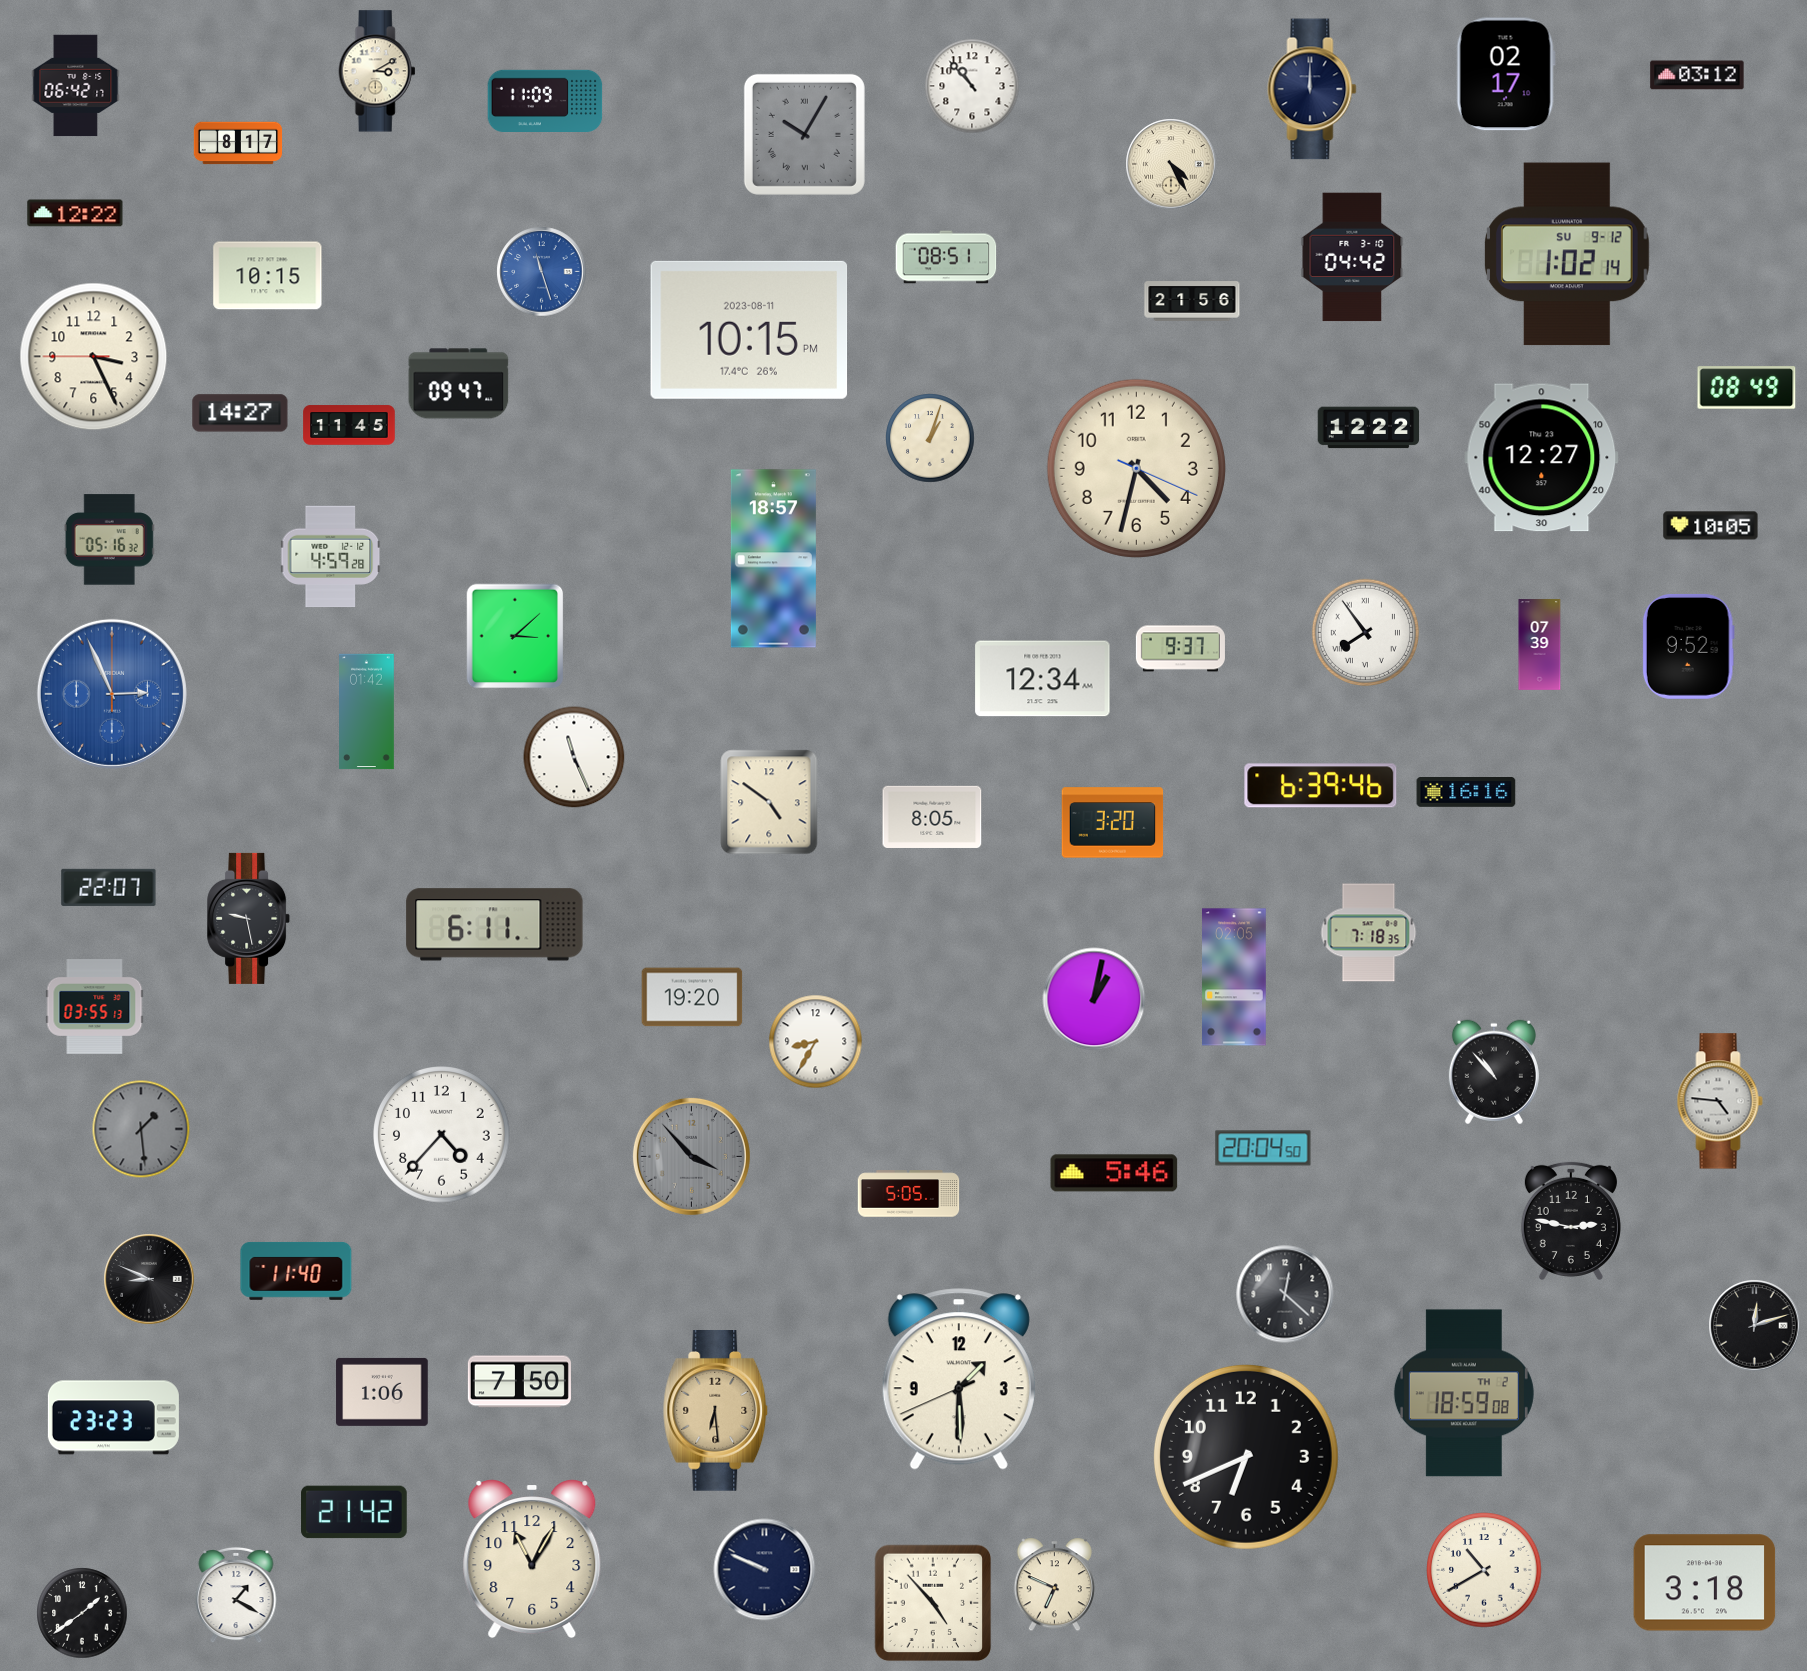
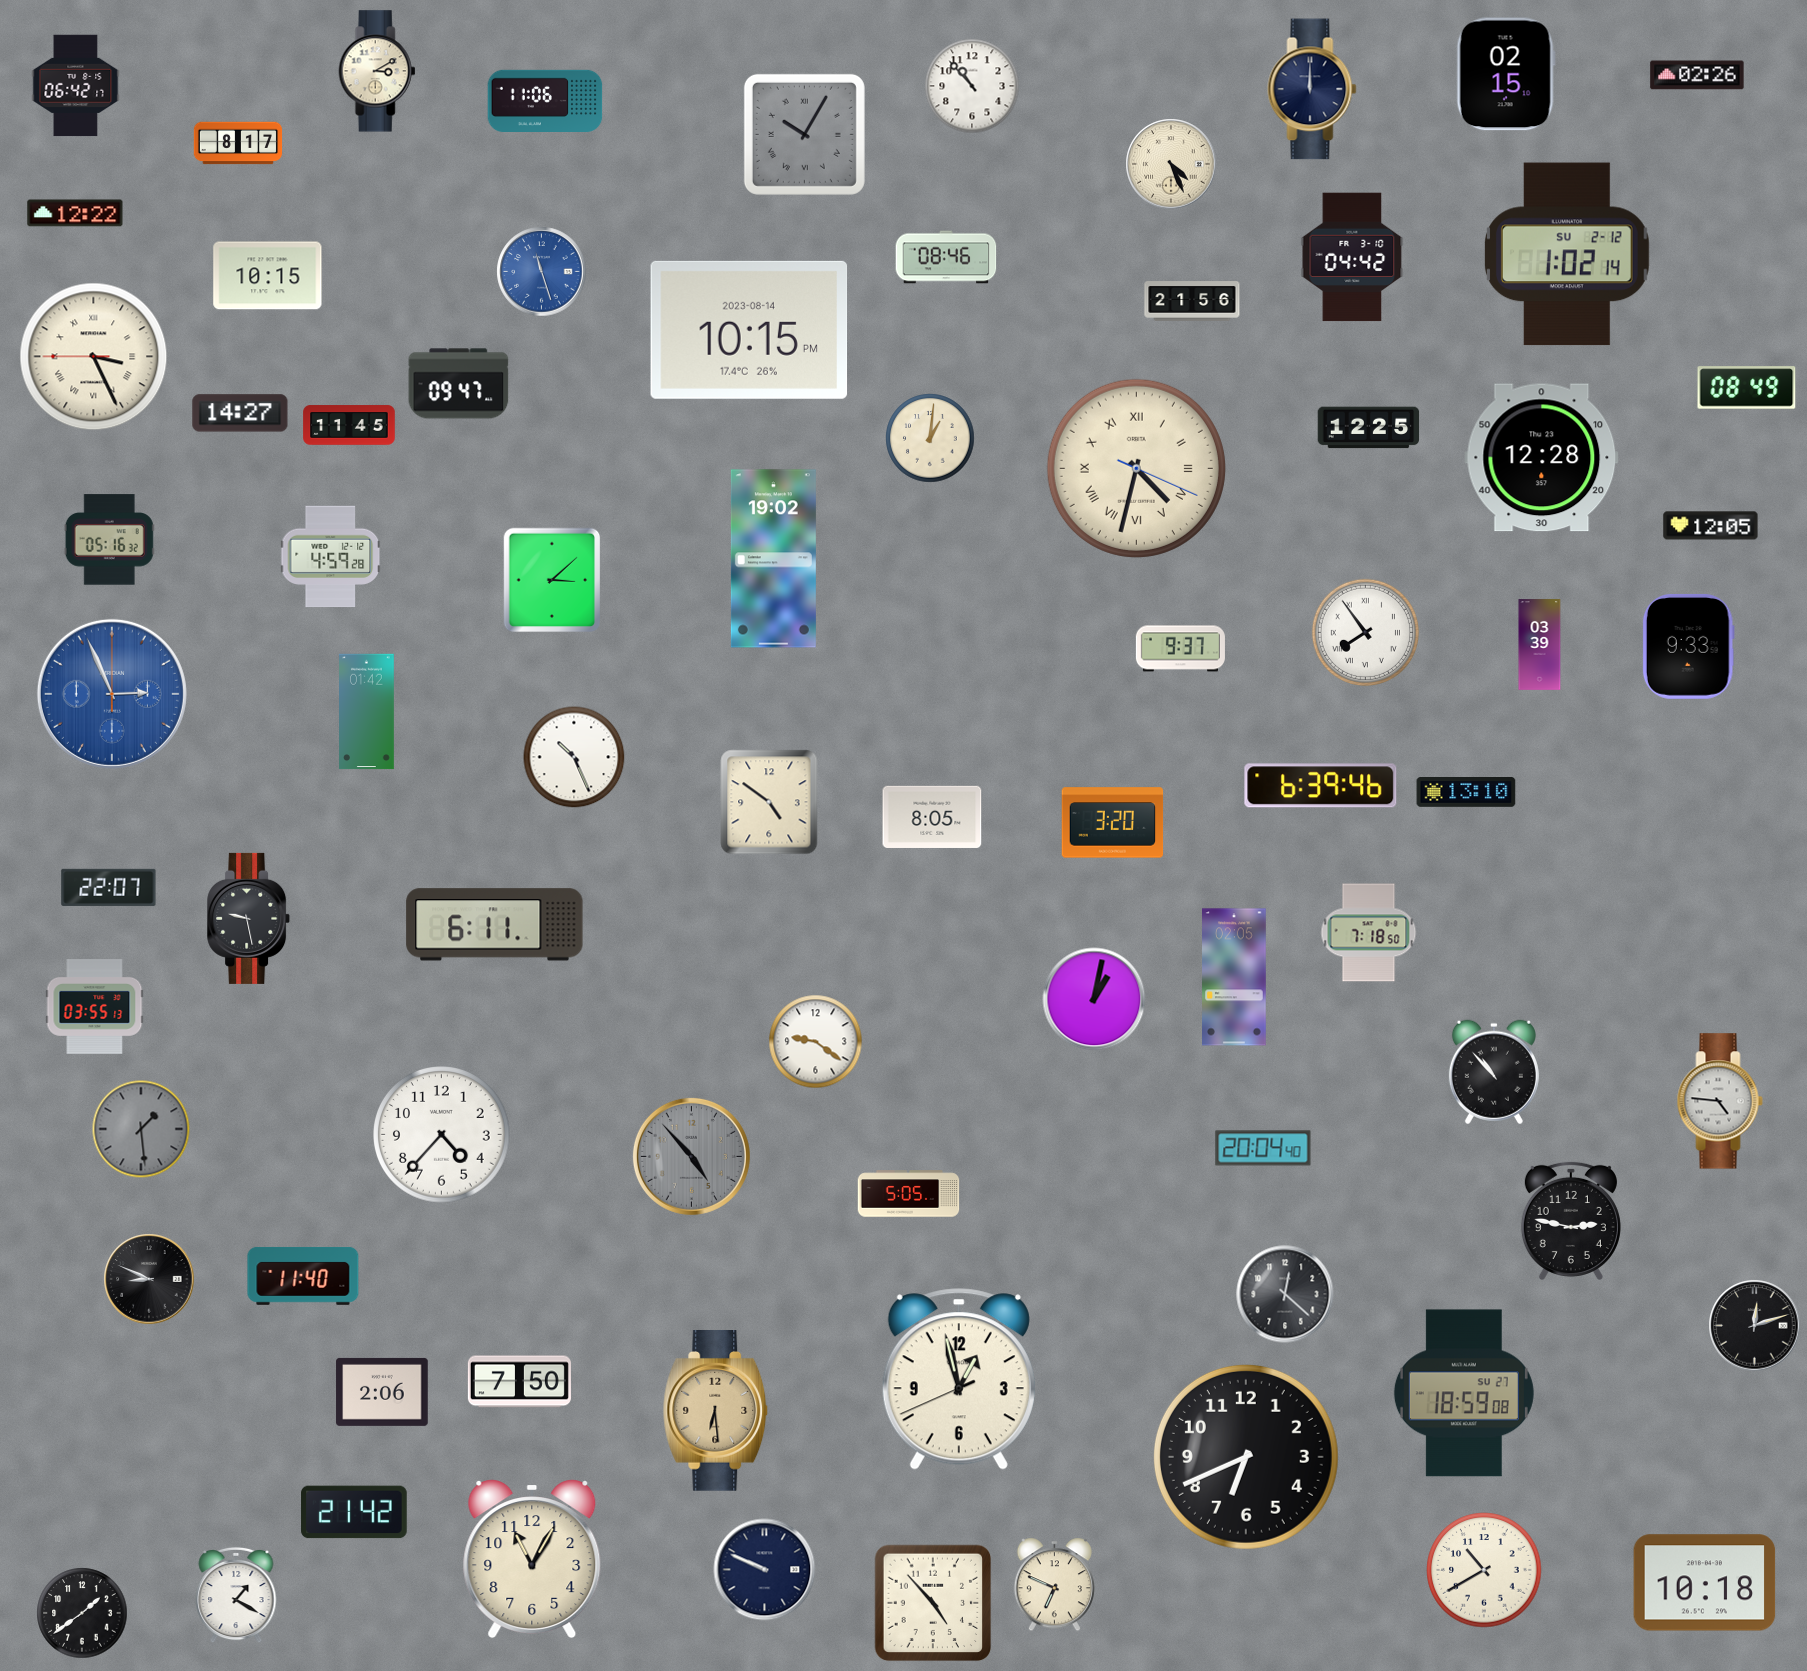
clock at (1506, 74): 02:17 -> 02:15
clock at (1697, 75): 03:12 -> 02:26
clock at (545, 100): 11:09 -> 11:06
clock at (1171, 164): 4:25 -> 4:26
clock at (1567, 254) date: SU 9-12 -> SU 2-12
clock at (946, 257): 08:51 -> 08:46
clock at (749, 330) date: 2023-08-11 -> 2023-08-14
clock at (94, 357) numerals: Arabic -> Roman
clock at (1369, 428): 12:22 -> 12:25
clock at (930, 438): 1:03 -> 1:01
clock at (1542, 458): 12:27 -> 12:28
clock at (1136, 468) numerals: Arabic -> Roman
clock at (1711, 526): 10:05 -> 12:05
clock at (773, 559): 18:57 -> 19:02
clock at (515, 636) position: (515, 636) -> (552, 580)
clock at (1540, 645): 07:39 -> 03:39
clock at (1688, 646): 9:52 -> 9:33
clock at (1043, 679): 12:34 -> none
clock at (574, 757): 11:26 -> 10:26
clock at (1466, 793): 16:16 -> 13:10
clock at (1369, 933): 7:18:35 -> 7:18:50
clock at (692, 997): 19:20 -> none
clock at (816, 1042): 8:35 -> 9:21
clock at (1263, 1148): 20:04:50 -> 20:04:40
clock at (691, 1156): 3:53 -> 4:53
clock at (1114, 1173): 5:46 -> none
clock at (296, 1271) position: (296, 1271) -> (303, 1276)
clock at (959, 1379): 1:29 -> 12:57
clock at (382, 1392): 1:06 -> 2:06
clock at (1464, 1393) date: TH 2 -> SU 27
clock at (113, 1418): 23:23 -> none
clock at (1705, 1583): 3:18 -> 10:18
